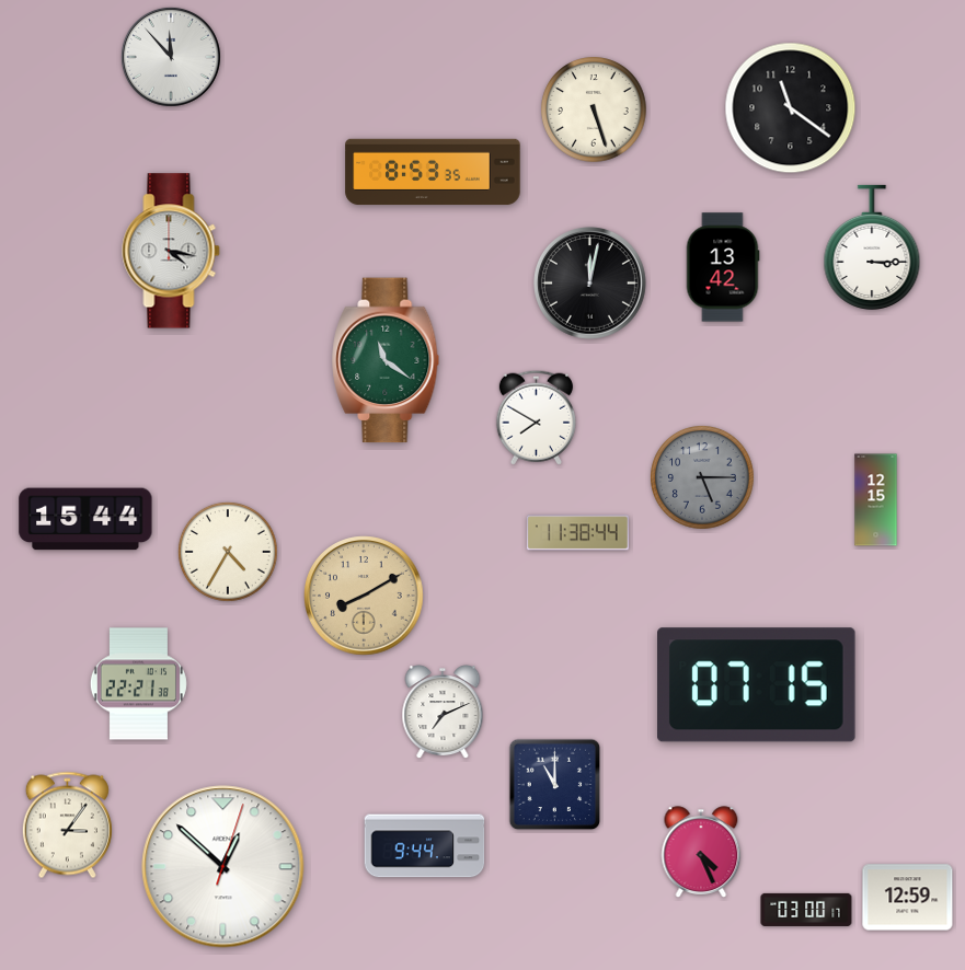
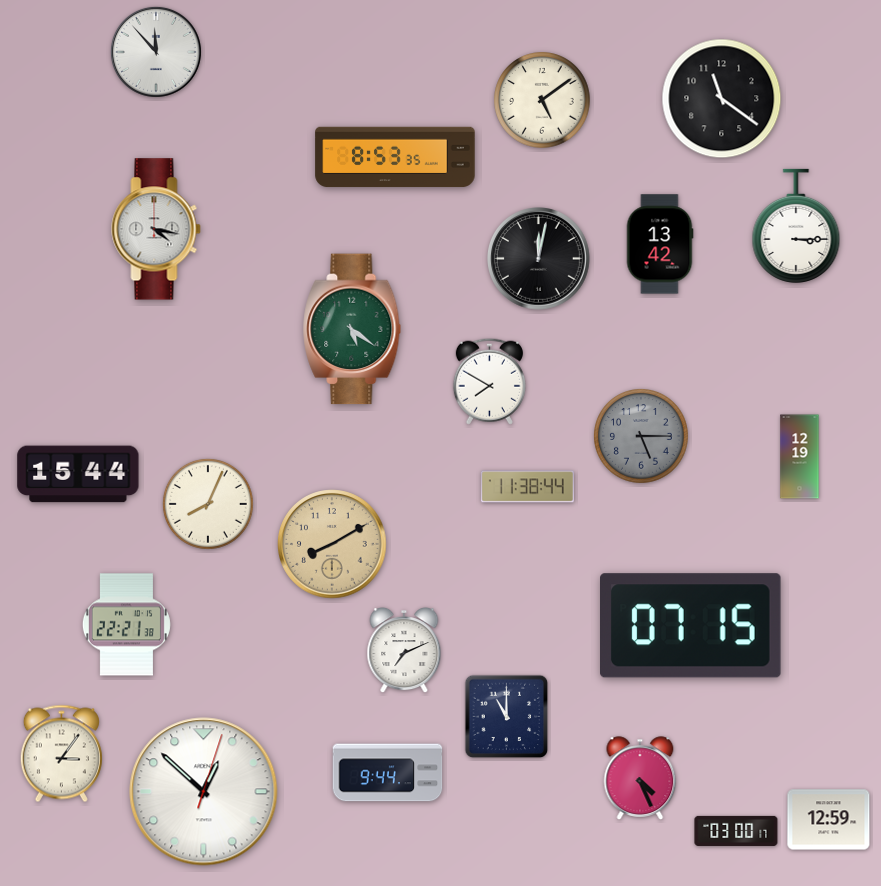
clock at (594, 109): 5:27 -> 5:09
clock at (386, 360): 11:21 -> 5:21
clock at (876, 500): 12:15 -> 12:19
clock at (228, 552): 4:35 -> 8:04
